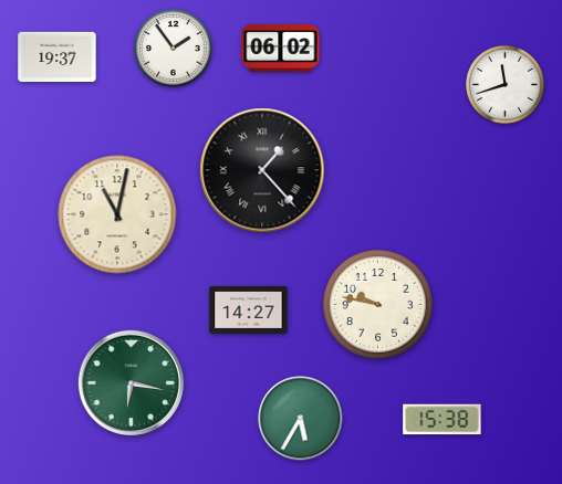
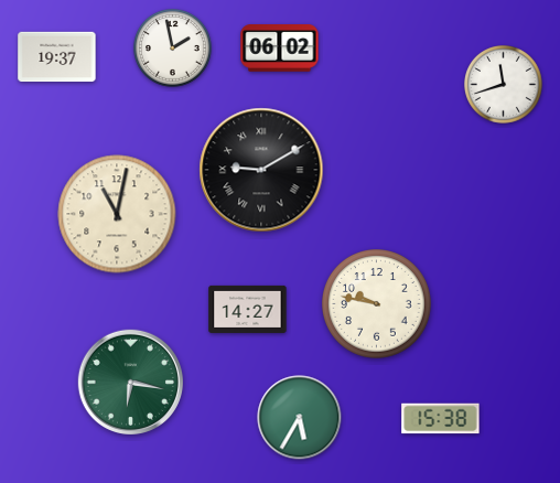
clock at (174, 49): 1:54 -> 1:58
clock at (262, 170): 1:23 -> 9:10
